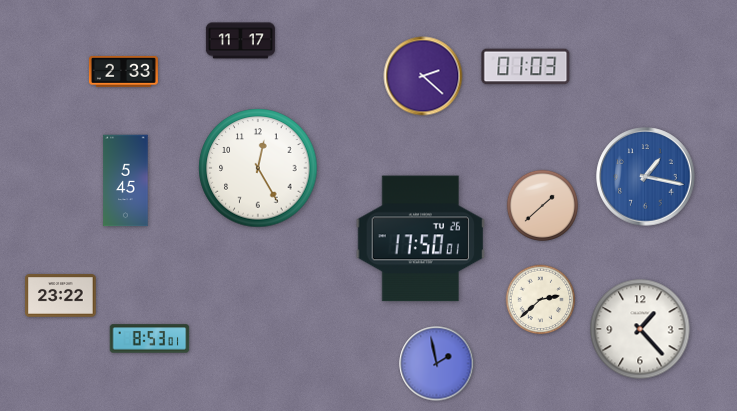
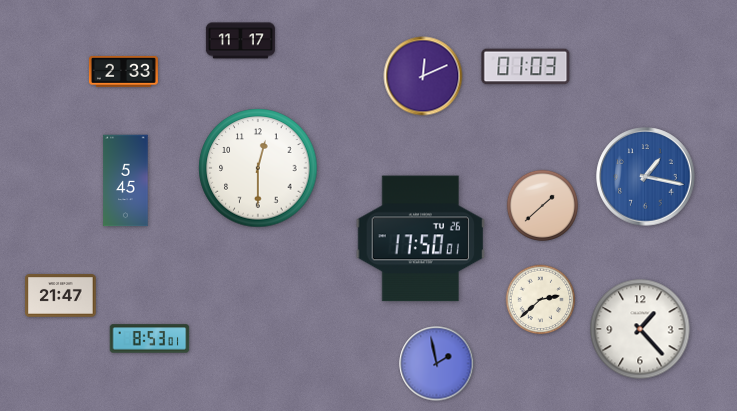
clock at (423, 76): 2:22 -> 12:11
clock at (258, 168): 12:25 -> 12:30
clock at (61, 296): 23:22 -> 21:47
